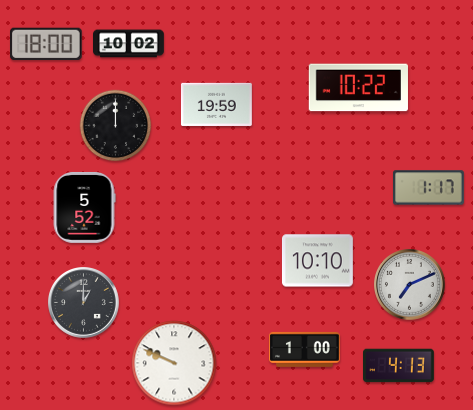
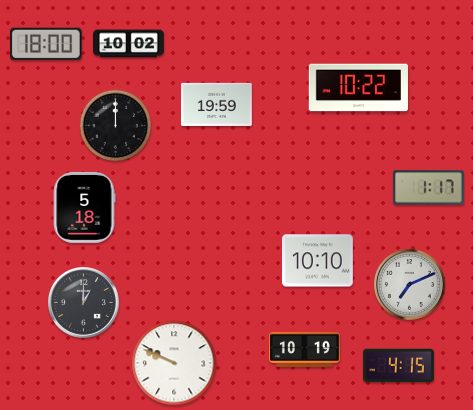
clock at (84, 208): 5:52 -> 5:18
clock at (304, 349): 1:00 -> 10:19
clock at (399, 366): 4:13 -> 4:15
